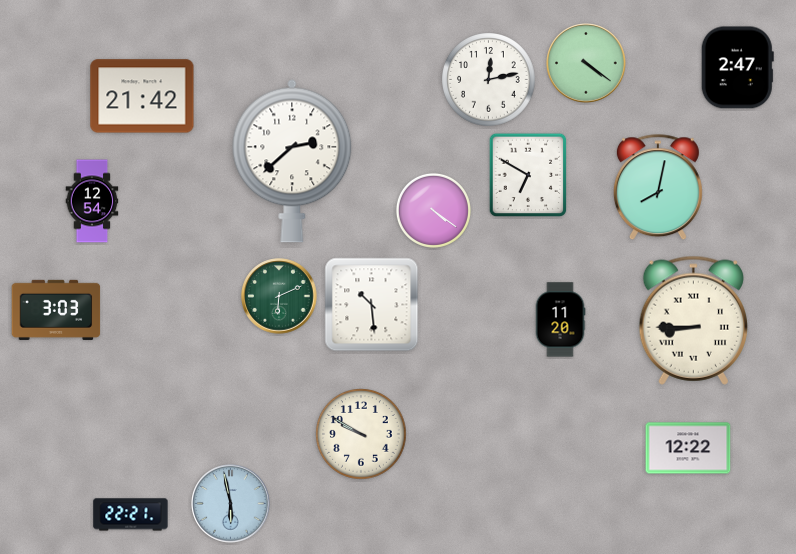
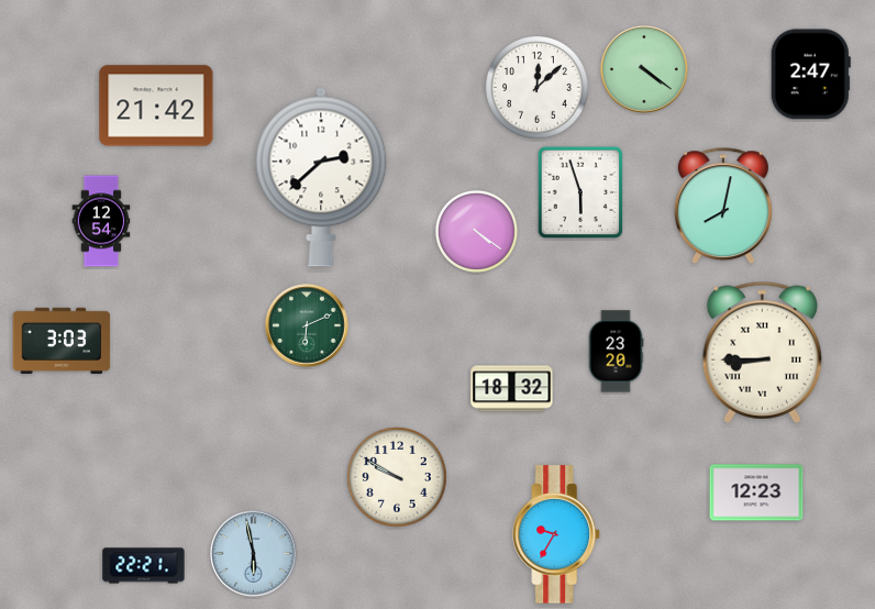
clock at (489, 80): 12:13 -> 12:08
clock at (528, 175): 6:50 -> 5:57
clock at (372, 305): 10:29 -> none
clock at (560, 320): 11:20 -> 23:20
clock at (512, 389): none -> 18:32
clock at (688, 448): 12:22 -> 12:23
clock at (556, 534): none -> 9:35
